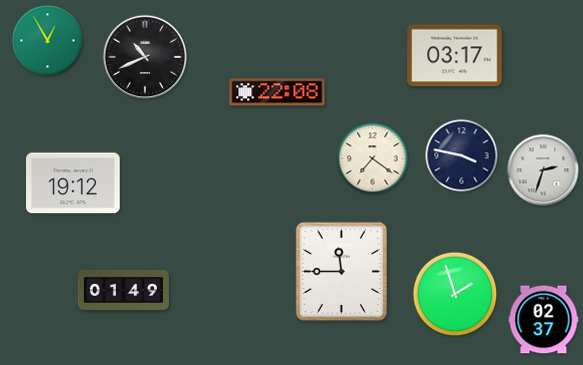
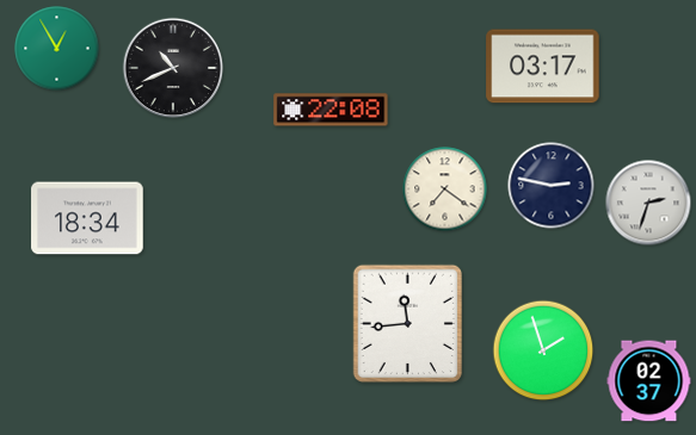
clock at (462, 156): 3:47 -> 2:47
clock at (73, 183): 19:12 -> 18:34
clock at (341, 272): 11:45 -> 11:44
clock at (123, 290): 01:49 -> none
